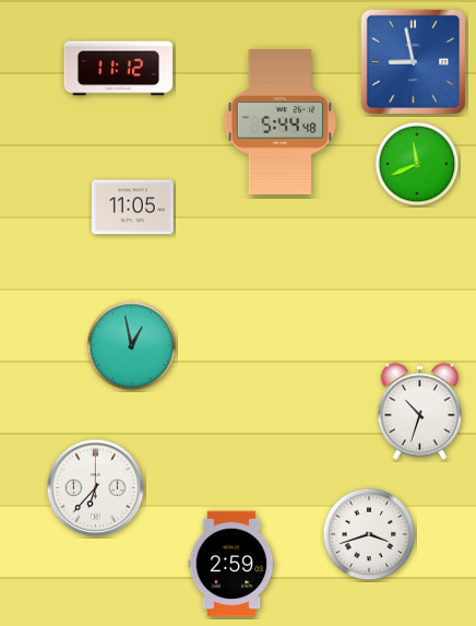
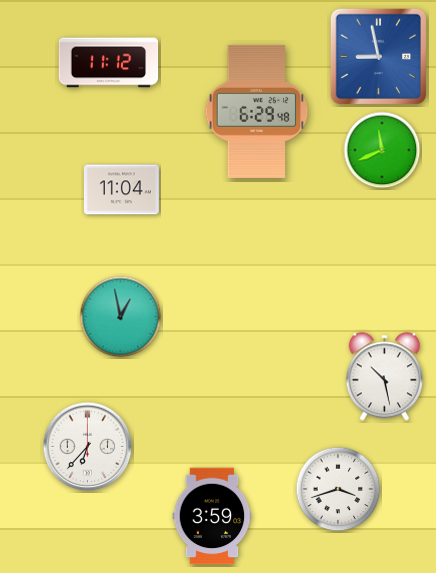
clock at (281, 121): 5:44 -> 6:29
clock at (132, 208): 11:05 -> 11:04
clock at (419, 412): 10:33 -> 10:28
clock at (231, 564): 2:59 -> 3:59
